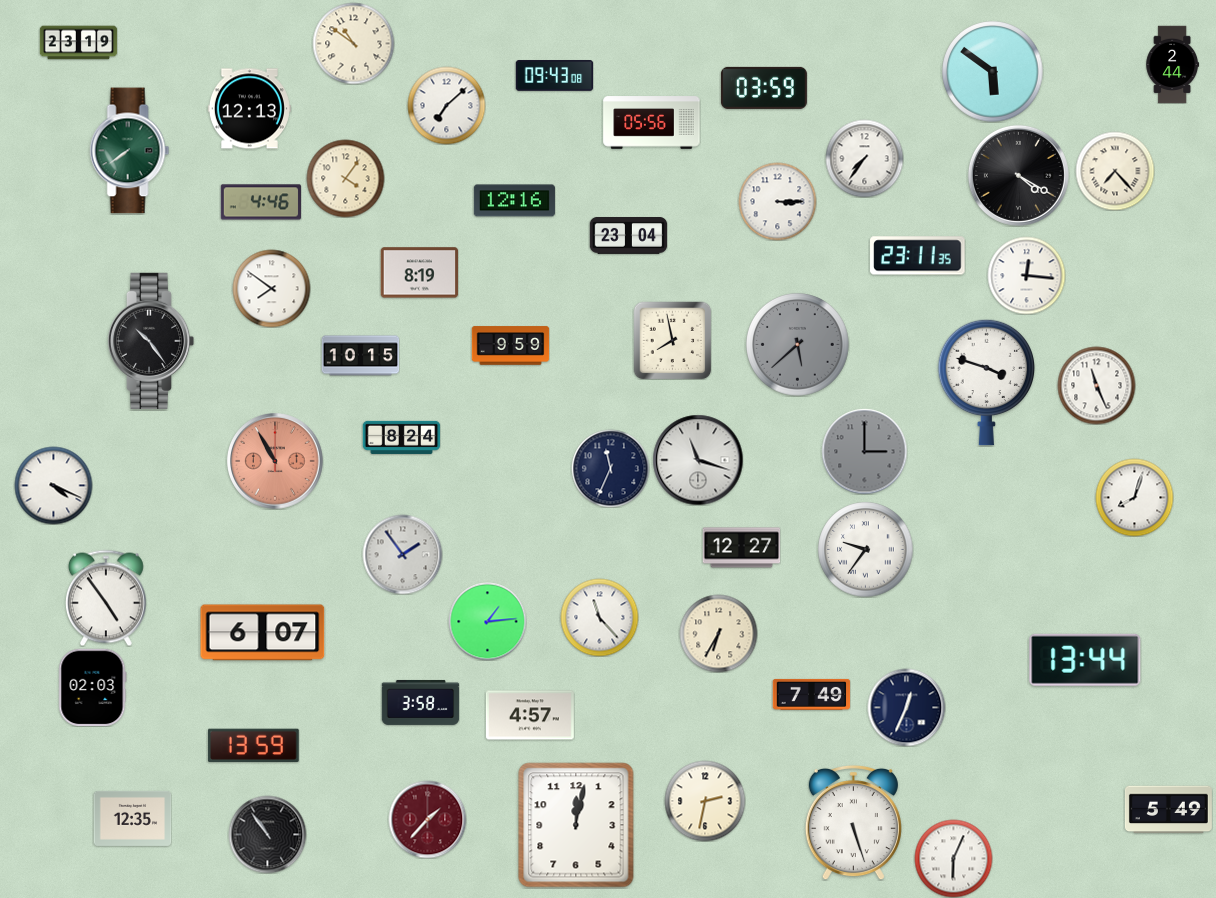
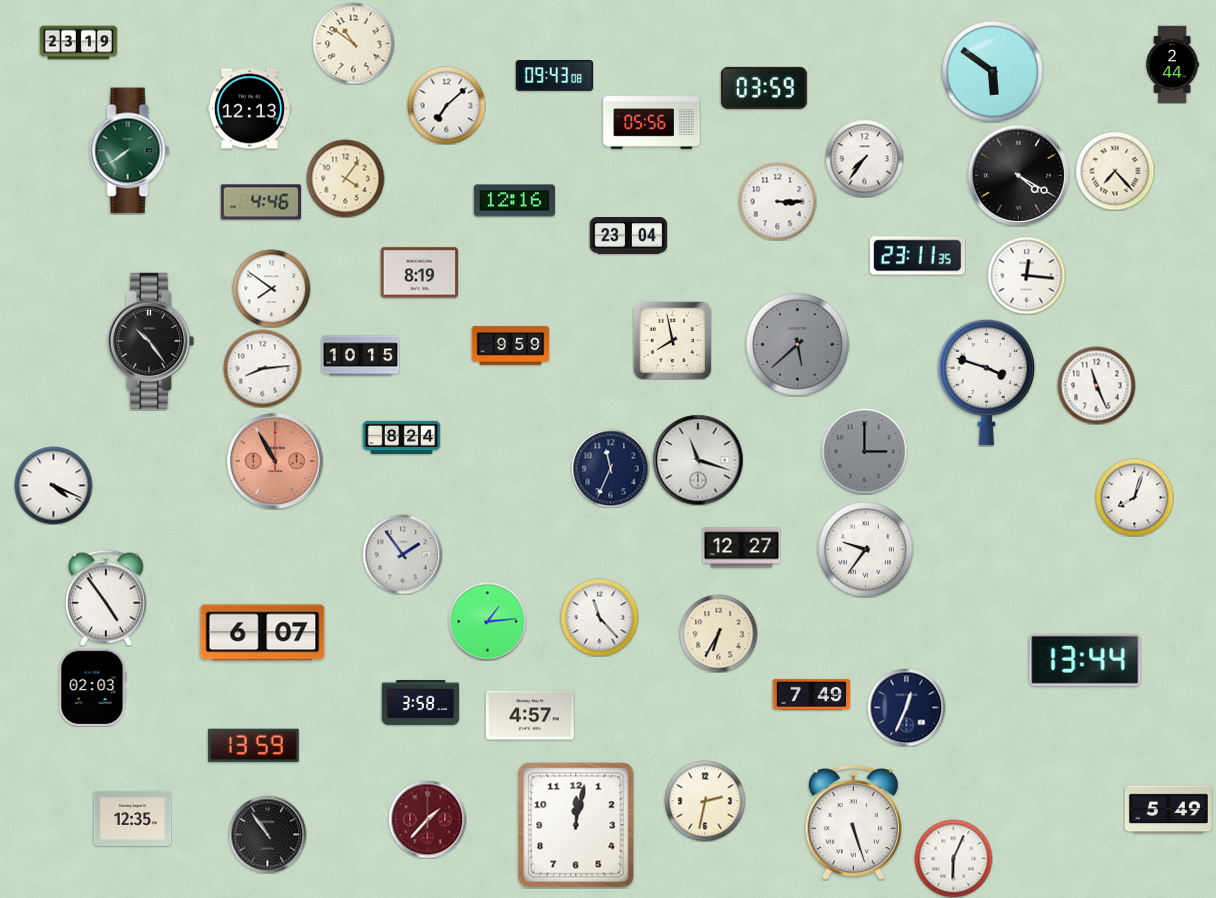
clock at (262, 368): none -> 8:14
